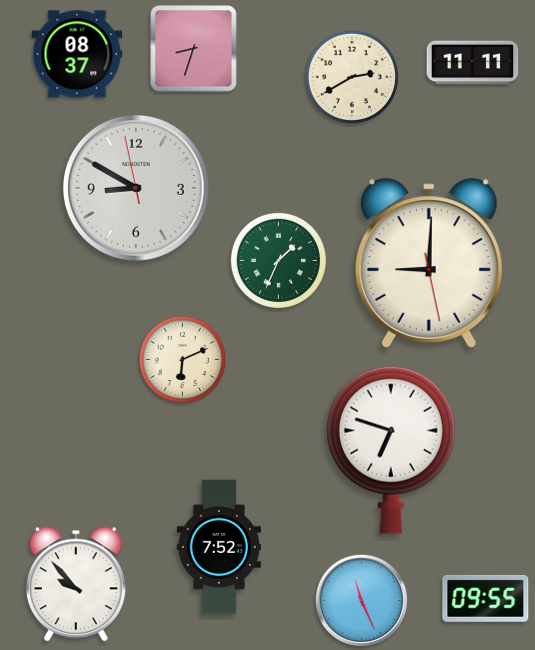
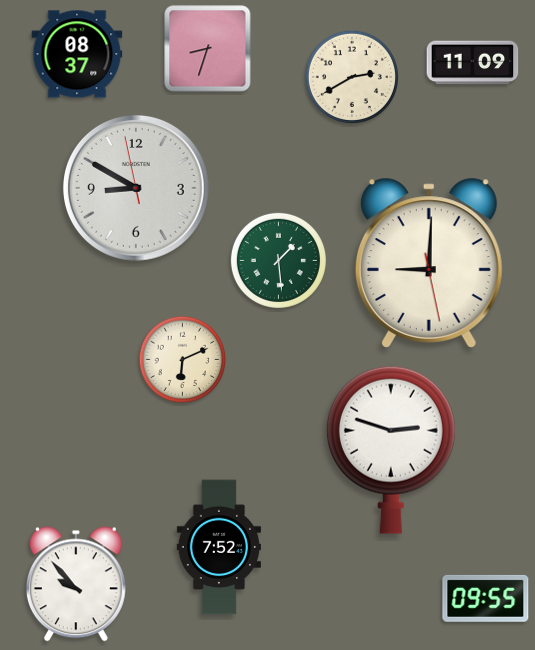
clock at (194, 49) position: (194, 49) -> (208, 49)
clock at (473, 63): 11:11 -> 11:09
clock at (278, 260): 1:34 -> 1:29
clock at (391, 450): 6:48 -> 2:48
clock at (361, 600): 11:26 -> none
